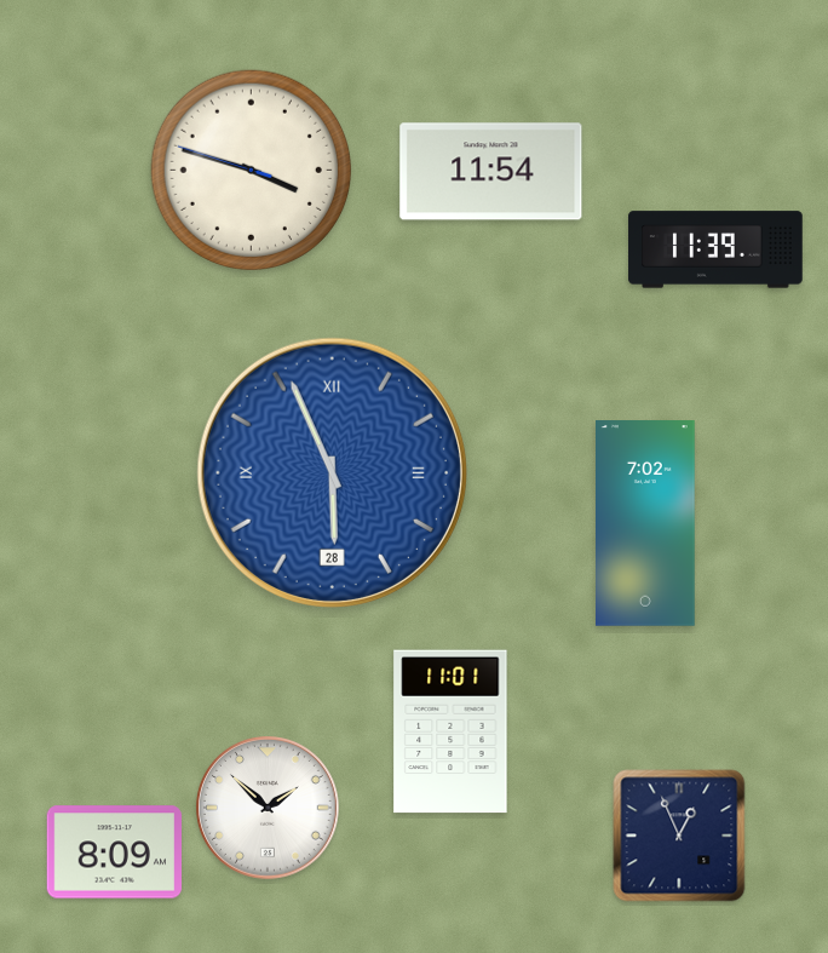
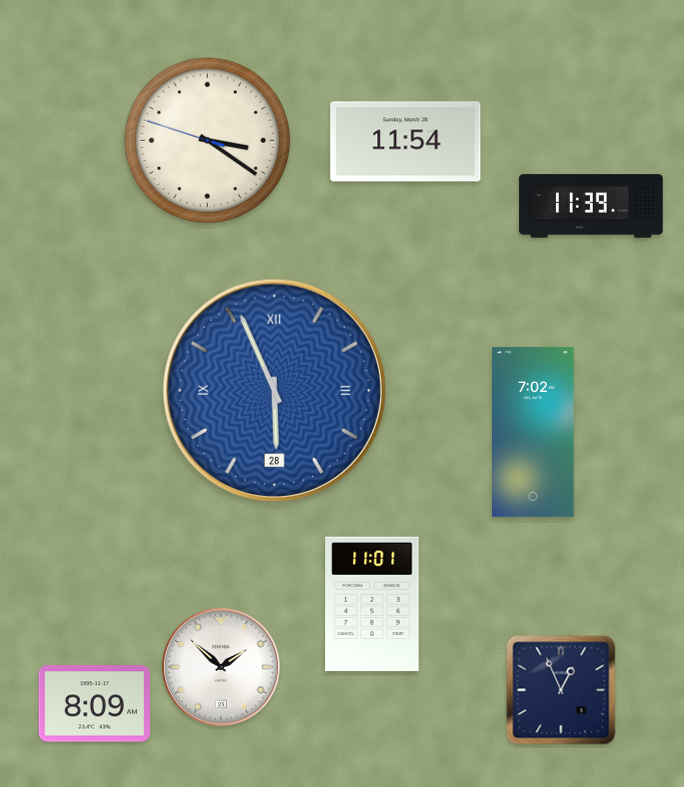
clock at (251, 170): 3:47 -> 3:20
